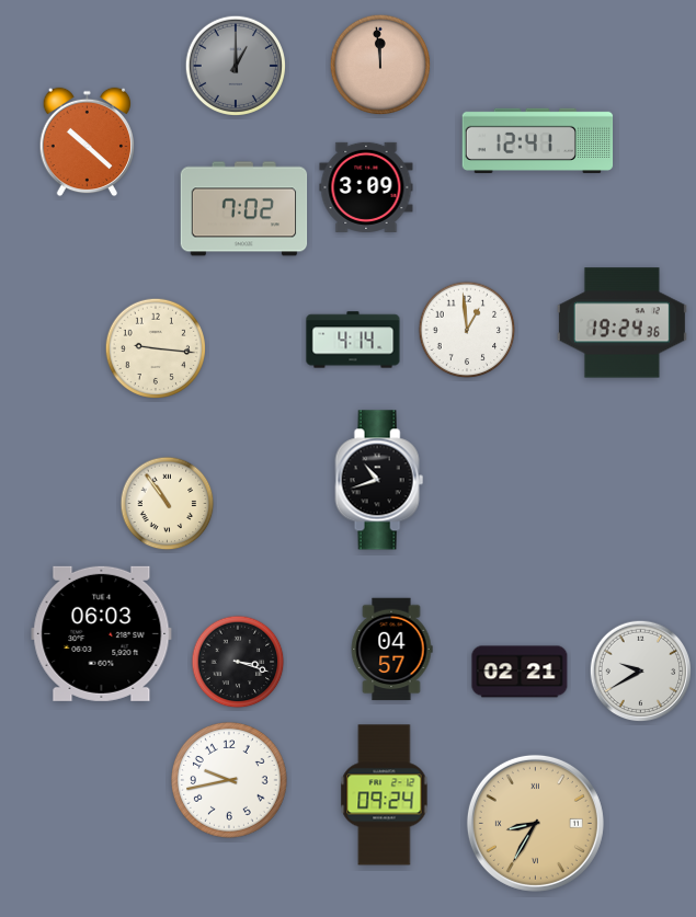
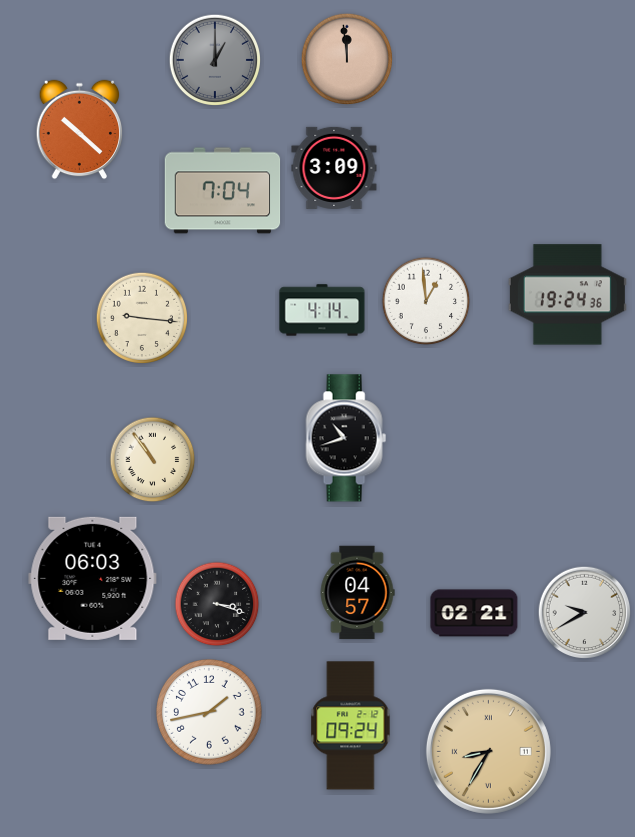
clock at (538, 140): 12:41 -> none
clock at (366, 187) position: (366, 187) -> (334, 168)
clock at (244, 209): 7:02 -> 7:04
clock at (230, 781): 9:43 -> 1:43
